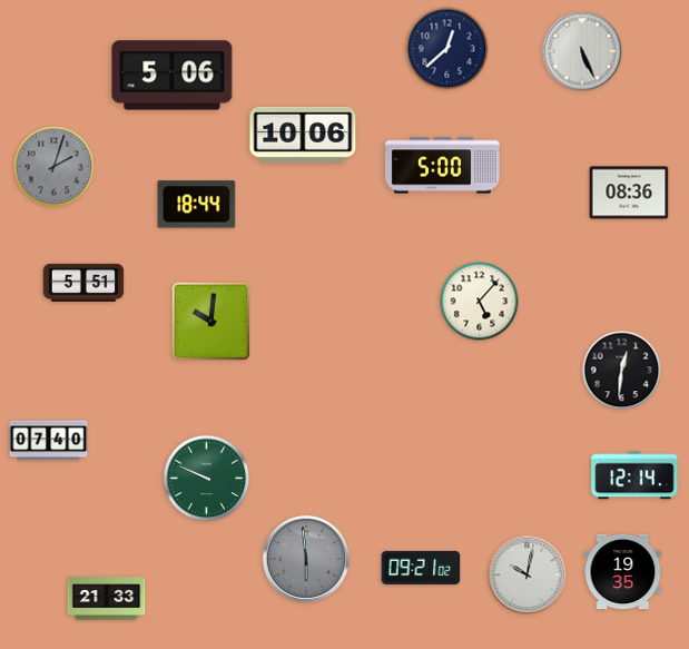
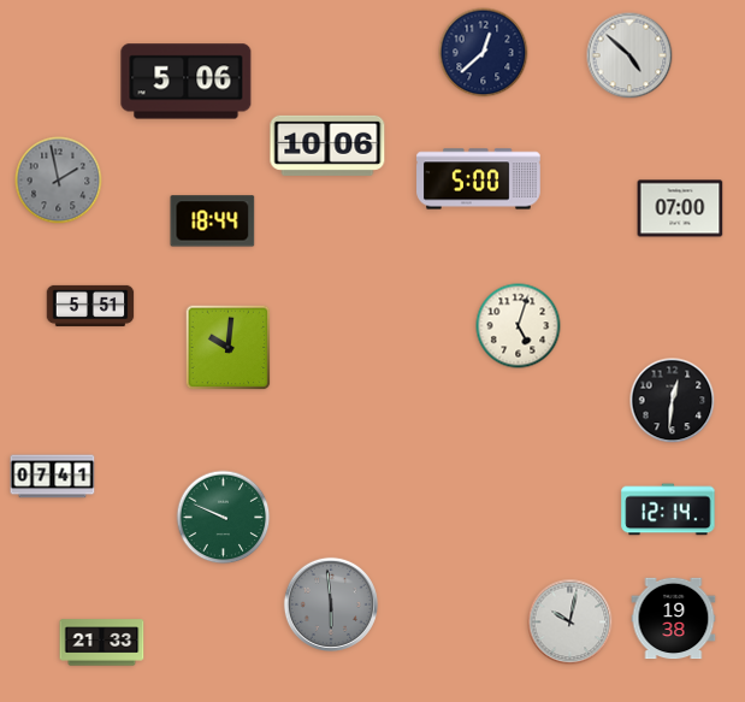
clock at (582, 51): 5:26 -> 4:52
clock at (55, 167): 2:03 -> 1:58
clock at (629, 193): 08:36 -> 07:00
clock at (480, 302): 5:07 -> 5:03
clock at (49, 441): 07:40 -> 07:41
clock at (634, 475) position: (634, 475) -> (668, 509)
clock at (421, 568): 09:21 -> none
clock at (623, 572): 19:35 -> 19:38
clock at (107, 599) position: (107, 599) -> (102, 643)
